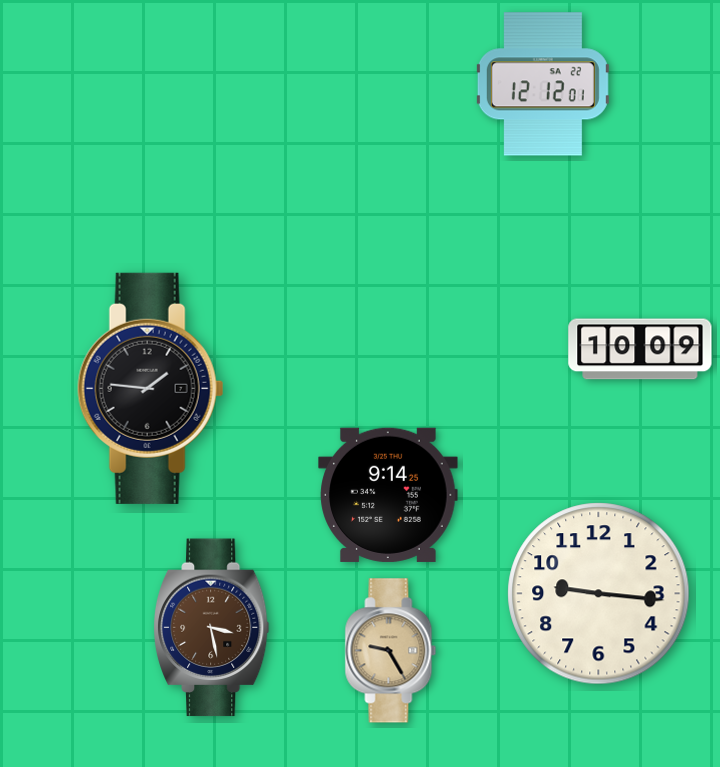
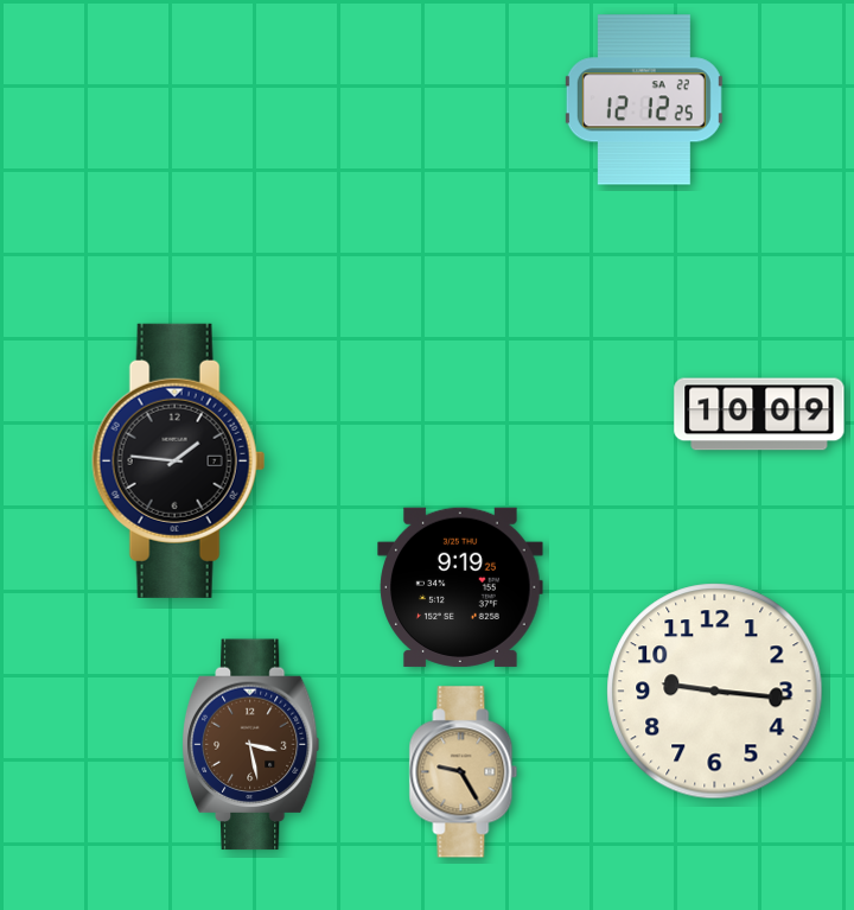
clock at (543, 84): 12:12:01 -> 12:12:25
clock at (388, 495): 9:14 -> 9:19
clock at (599, 594) position: (599, 594) -> (715, 692)
